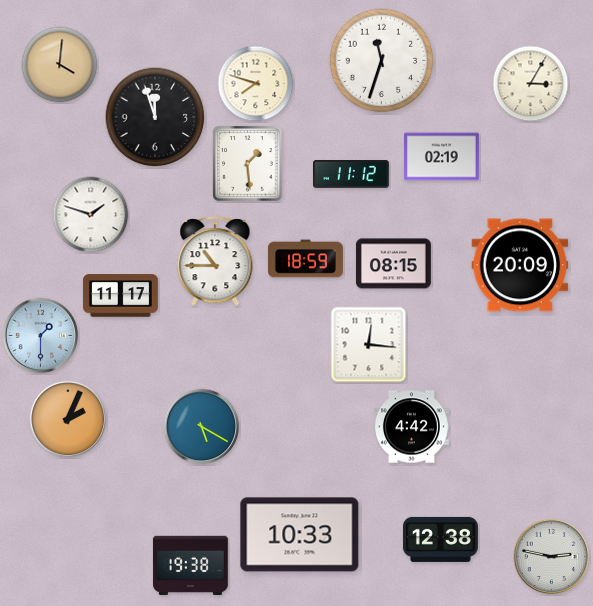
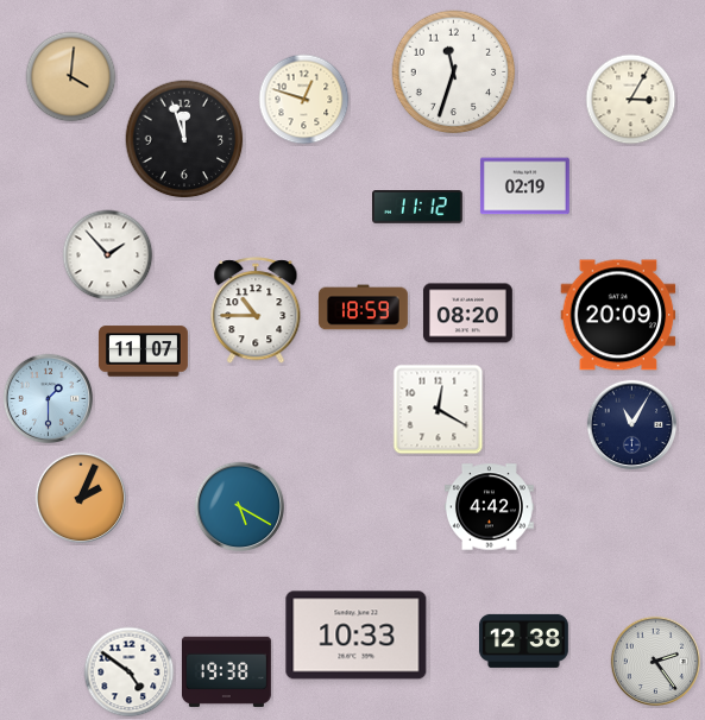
clock at (256, 84): 7:48 -> 12:48
clock at (248, 164): 1:29 -> none
clock at (91, 215): 1:48 -> 1:53
clock at (393, 264): 08:15 -> 08:20
clock at (120, 296): 11:17 -> 11:07
clock at (369, 345): 12:16 -> 12:20
clock at (632, 425): none -> 11:05
clock at (552, 557): 2:47 -> 2:24
clock at (130, 672): none -> 4:51
